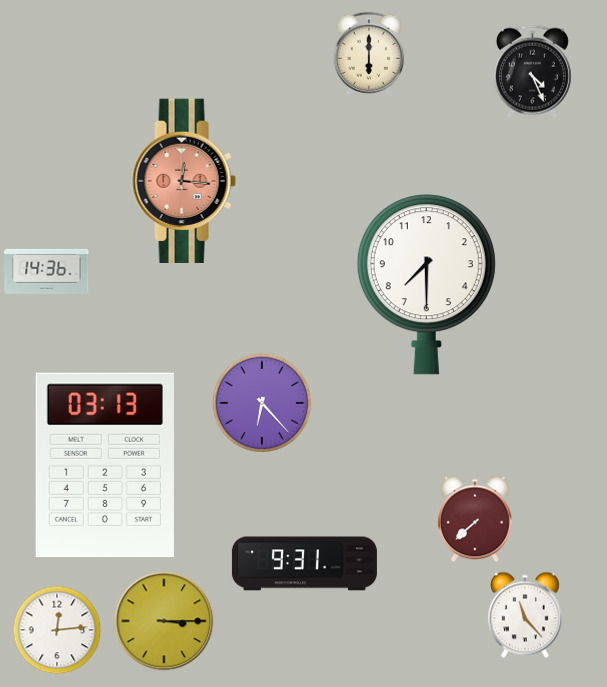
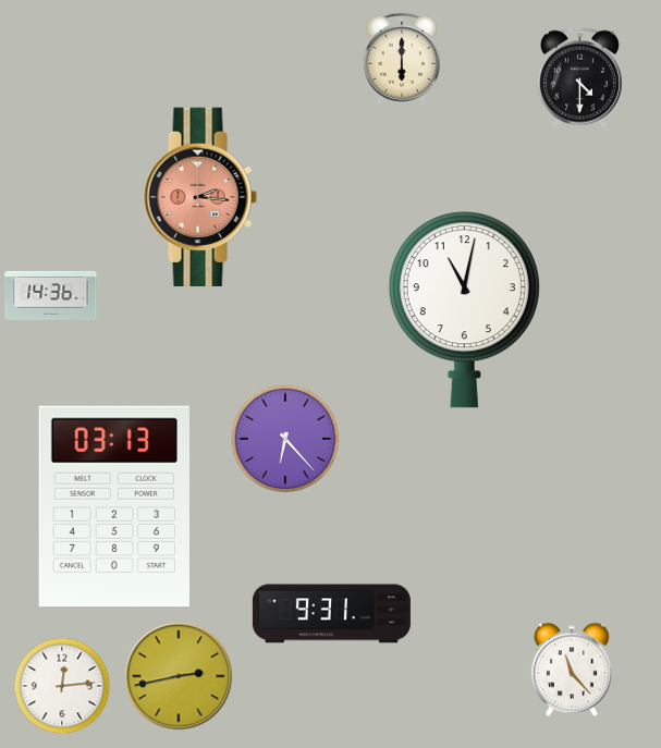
clock at (532, 71): 4:26 -> 4:30
clock at (184, 181): 12:16 -> 2:16
clock at (426, 285): 7:30 -> 11:02
clock at (475, 519): 7:38 -> none
clock at (164, 621): 3:15 -> 2:43
